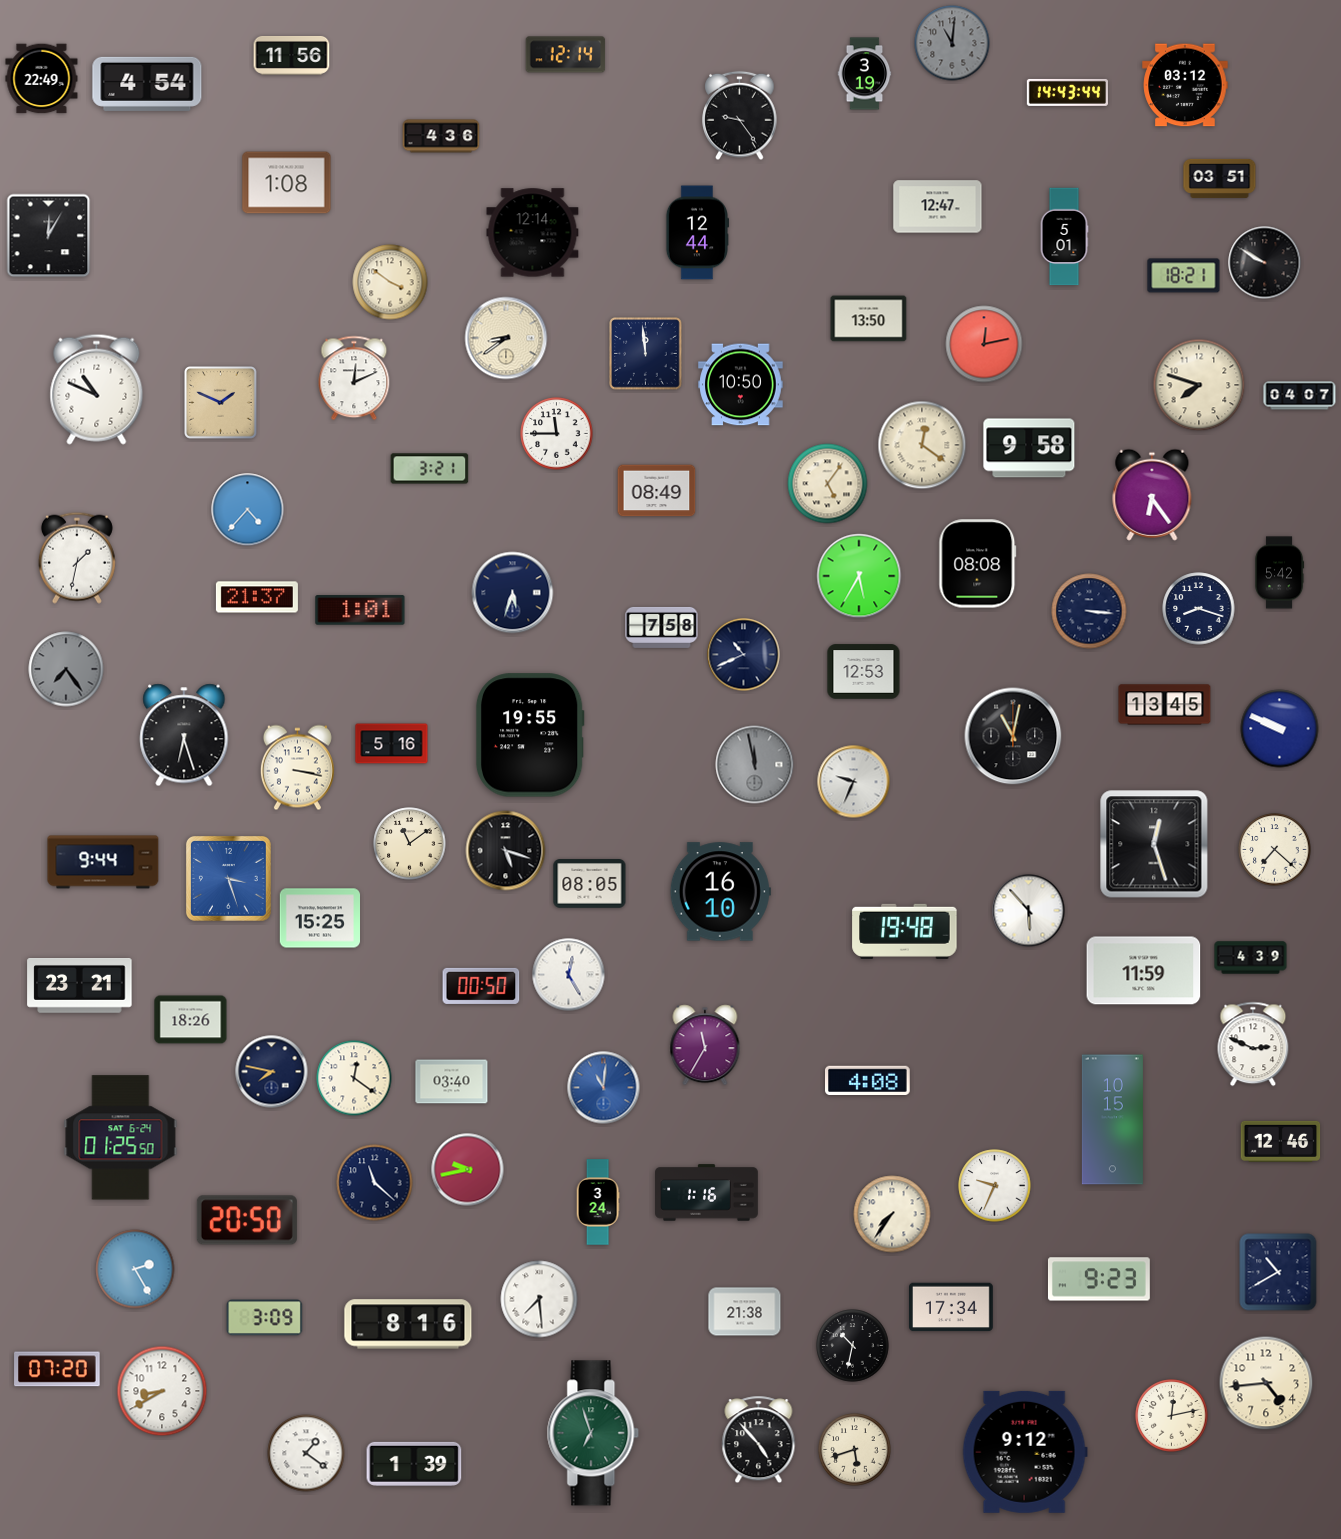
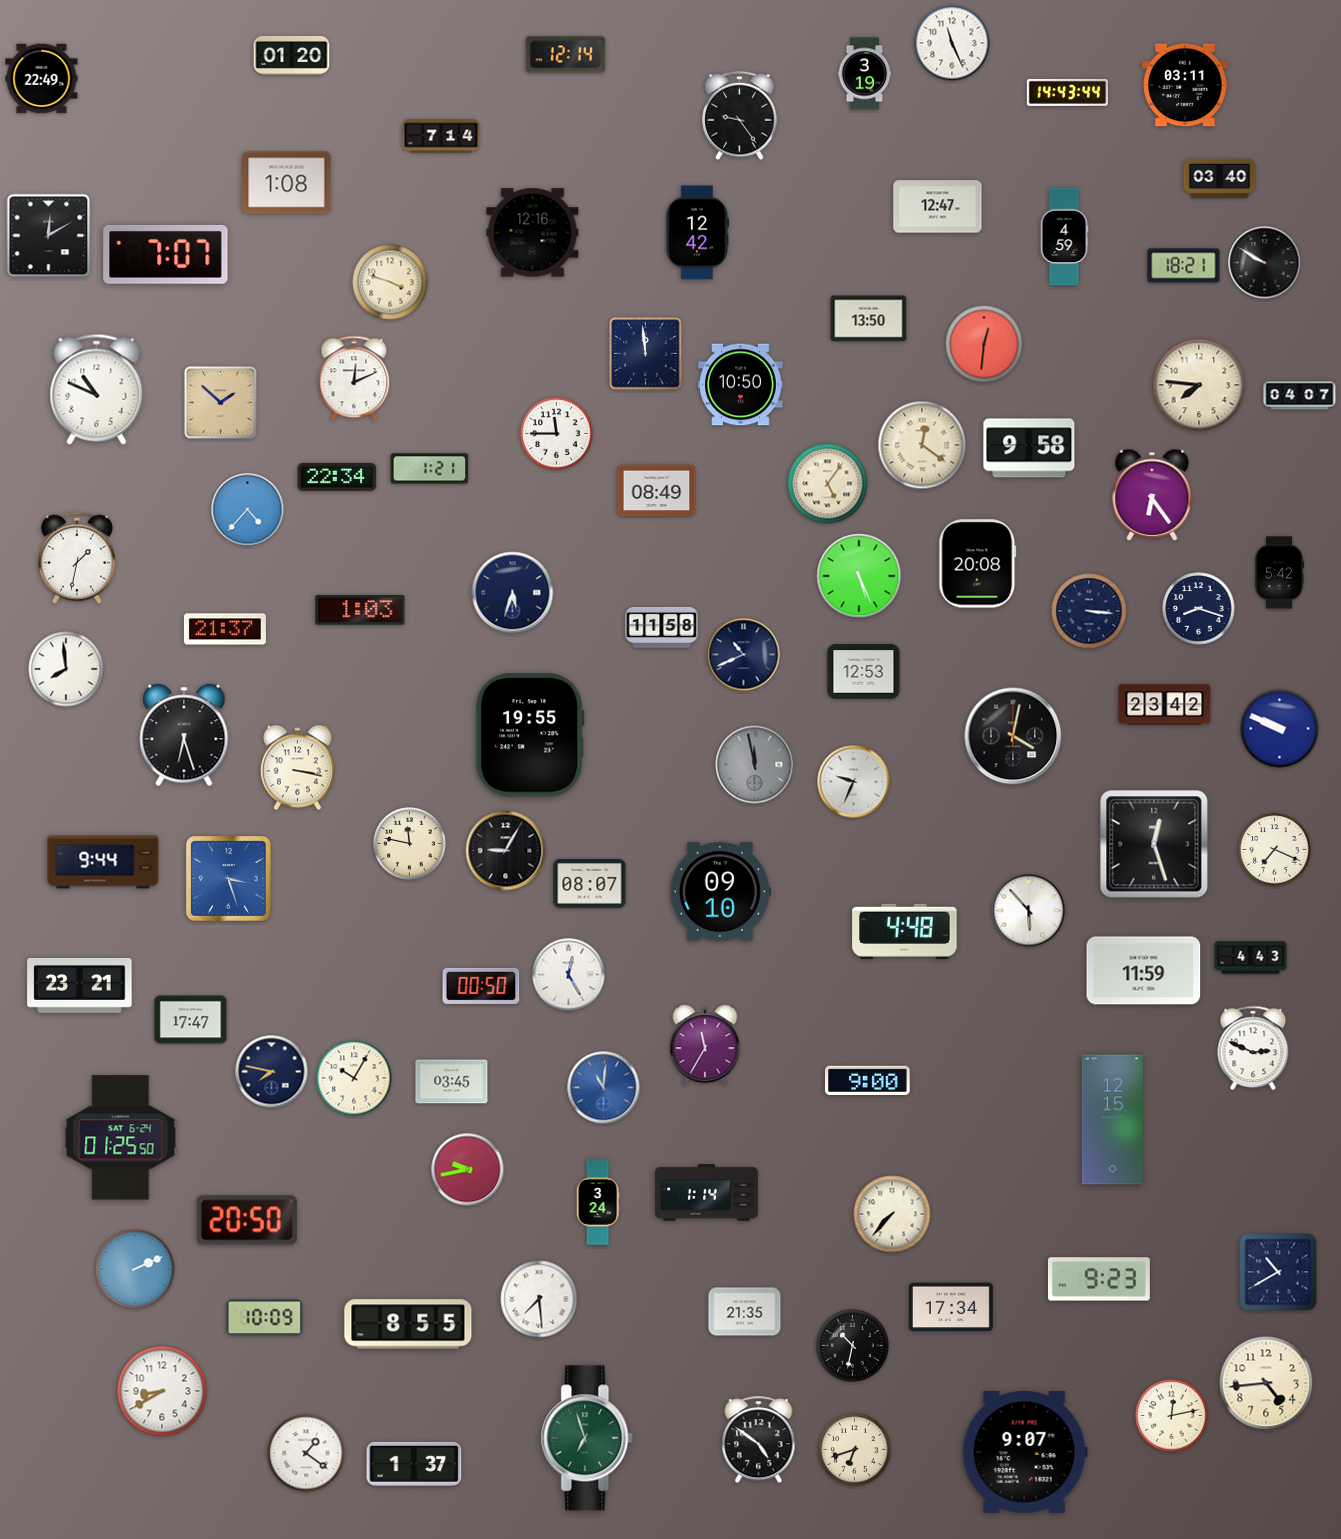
clock at (952, 43): 11:01 -> 11:26
clock at (952, 43) dial: grey -> white
clock at (292, 56): 11:56 -> 01:20
clock at (147, 84): 4:54 -> none
clock at (1185, 85): 03:12 -> 03:11
clock at (441, 136): 4:36 -> 7:14
clock at (1220, 178): 03:51 -> 03:40
clock at (533, 233): 12:14 -> 12:16
clock at (696, 233): 12:44 -> 12:42
clock at (49, 236): 12:05 -> 12:10
clock at (1064, 237): 5:01 -> 4:59
clock at (166, 254): none -> 7:07
clock at (1184, 276) position: (1184, 276) -> (1184, 266)
clock at (390, 282): 3:51 -> 3:48
clock at (506, 338): 8:39 -> none
clock at (984, 344): 12:13 -> 12:31
clock at (1199, 385): 7:48 -> 7:46
clock at (221, 403): 1:49 -> 1:52
clock at (430, 469): 3:21 -> 1:21
clock at (337, 477): none -> 22:34
clock at (978, 564): 08:08 -> 20:08
clock at (859, 576): 5:35 -> 5:26
clock at (257, 597) position: (257, 597) -> (225, 629)
clock at (360, 610): 1:01 -> 1:03
clock at (662, 627): 7:58 -> 11:58
clock at (66, 669): 7:24 -> 7:59
clock at (66, 669) dial: grey -> white
clock at (1165, 705): 13:45 -> 23:42
clock at (1013, 736): 11:02 -> 4:02
clock at (392, 744): 5:16 -> none
clock at (410, 844): 11:09 -> 11:47
clock at (1275, 850): 7:22 -> 7:19
clock at (506, 851): 5:18 -> 9:05
clock at (590, 884): 08:05 -> 08:07
clock at (720, 892): 16:10 -> 09:10
clock at (320, 918): 15:25 -> none
clock at (905, 931): 19:48 -> 4:48
clock at (1251, 958): 4:39 -> 4:43
clock at (191, 1020): 18:26 -> 17:47
clock at (1253, 1044) position: (1253, 1044) -> (1253, 1048)
clock at (354, 1078): 12:21 -> 10:05
clock at (868, 1080): 4:08 -> 9:00
clock at (452, 1082): 03:40 -> 03:45
clock at (1112, 1120): 10:15 -> 12:15
clock at (1281, 1141): 12:46 -> none
clock at (375, 1183): 11:22 -> none
clock at (995, 1186): 9:34 -> none
clock at (707, 1193): 1:16 -> 1:14
clock at (892, 1214): 7:36 -> 7:37
clock at (135, 1269): 2:25 -> 2:11
clock at (745, 1312): 21:38 -> 21:35
clock at (265, 1318): 3:09 -> 10:09
clock at (408, 1324): 8:16 -> 8:55
clock at (57, 1369): 07:20 -> none
clock at (593, 1433) position: (593, 1433) -> (587, 1438)
clock at (759, 1440): 4:53 -> 4:51
clock at (855, 1450): 5:42 -> 6:42
clock at (1025, 1452): 9:12 -> 9:07
clock at (414, 1464): 1:39 -> 1:37
